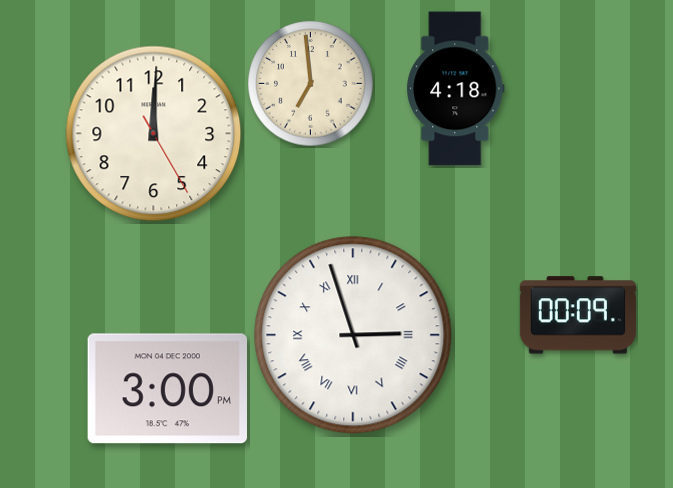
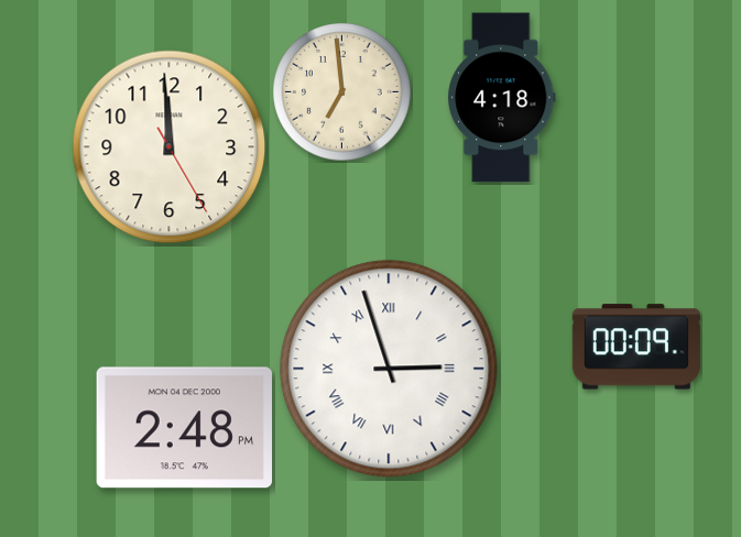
clock at (154, 134): 12:00 -> 11:59
clock at (167, 389): 3:00 -> 2:48
